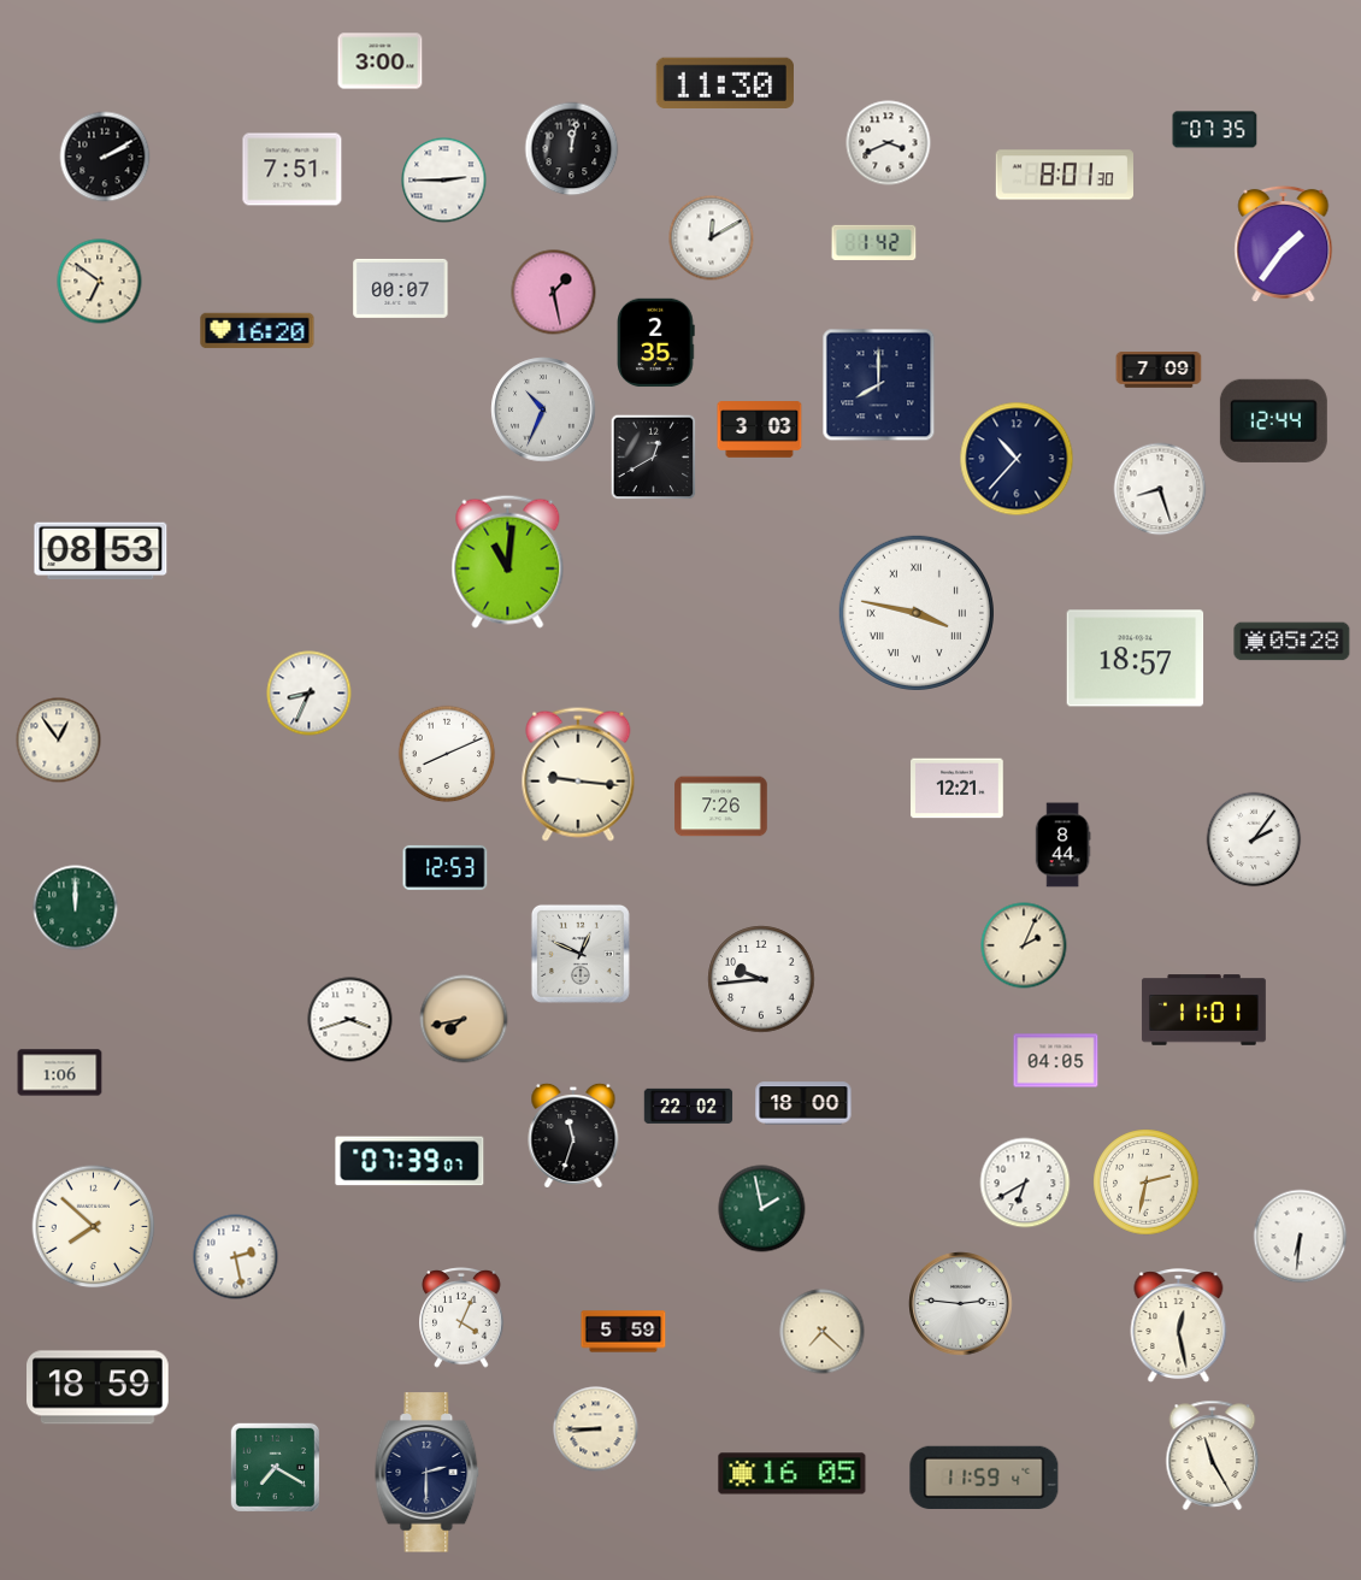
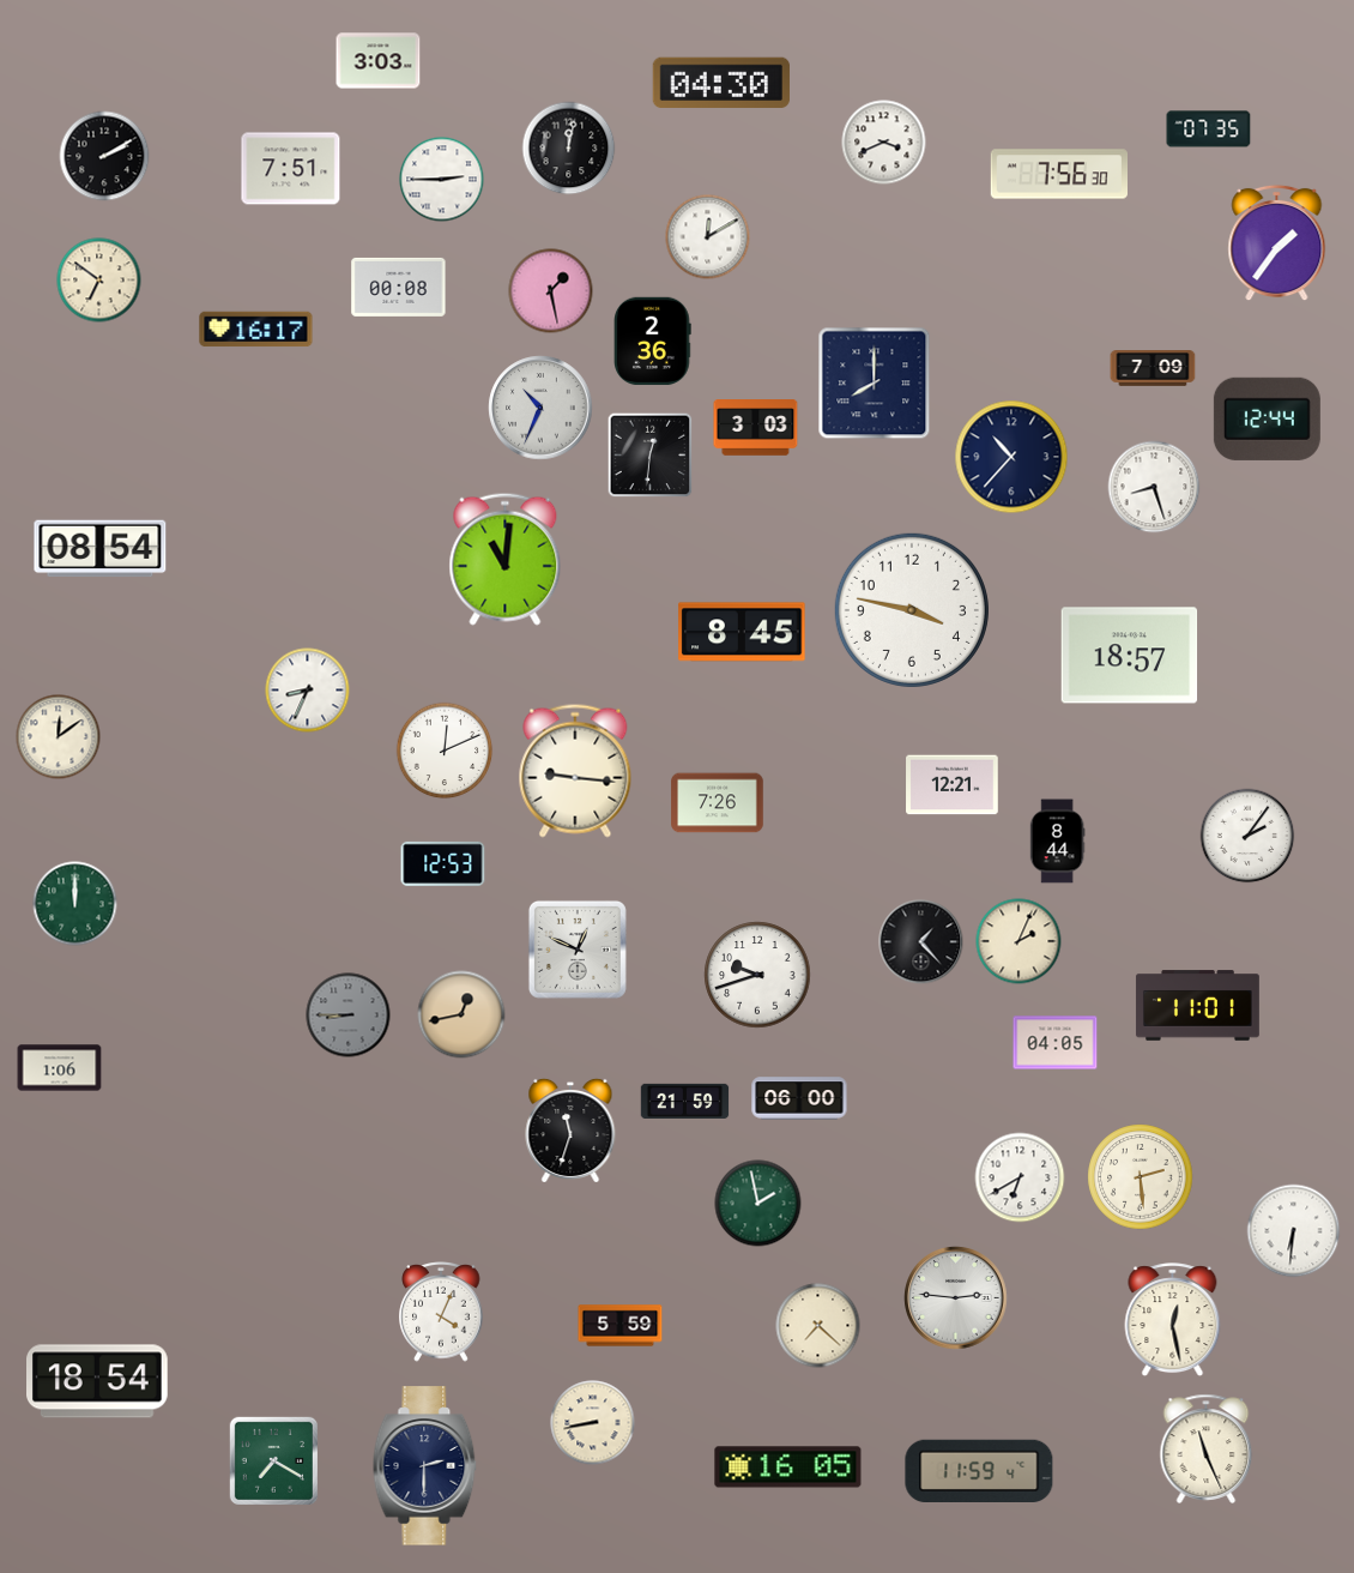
clock at (381, 61): 3:00 -> 3:03
clock at (725, 82): 11:30 -> 04:30
clock at (1065, 175): 8:01 -> 7:56
clock at (874, 242): 1:42 -> none
clock at (401, 288): 00:07 -> 00:08
clock at (258, 331): 16:20 -> 16:17
clock at (656, 343): 2:35 -> 2:36
clock at (654, 458): 12:40 -> 12:31
clock at (101, 552): 08:53 -> 08:54
clock at (917, 613) numerals: Roman -> Arabic
clock at (742, 632): none -> 8:45
clock at (1292, 642): 05:28 -> none
clock at (59, 741): 12:54 -> 12:09
clock at (447, 754): 8:11 -> 12:11
clock at (921, 942): none -> 1:23
clock at (761, 979): 9:44 -> 9:42
clock at (464, 1019): 7:43 -> 12:43
clock at (350, 1020): 3:42 -> 8:45
clock at (350, 1020) dial: white -> grey
clock at (1056, 1061) position: (1056, 1061) -> (1056, 1043)
clock at (803, 1103): 18:00 -> 06:00
clock at (689, 1106): 22:02 -> 21:59
clock at (410, 1161): 07:39 -> none
clock at (1147, 1183): 2:32 -> 2:29
clock at (94, 1227): 7:52 -> none
clock at (236, 1257): 2:28 -> none
clock at (461, 1317) position: (461, 1317) -> (441, 1312)
clock at (99, 1387): 18:59 -> 18:54
clock at (596, 1429): 8:45 -> 8:43
clock at (1213, 1455): 11:25 -> 11:26
